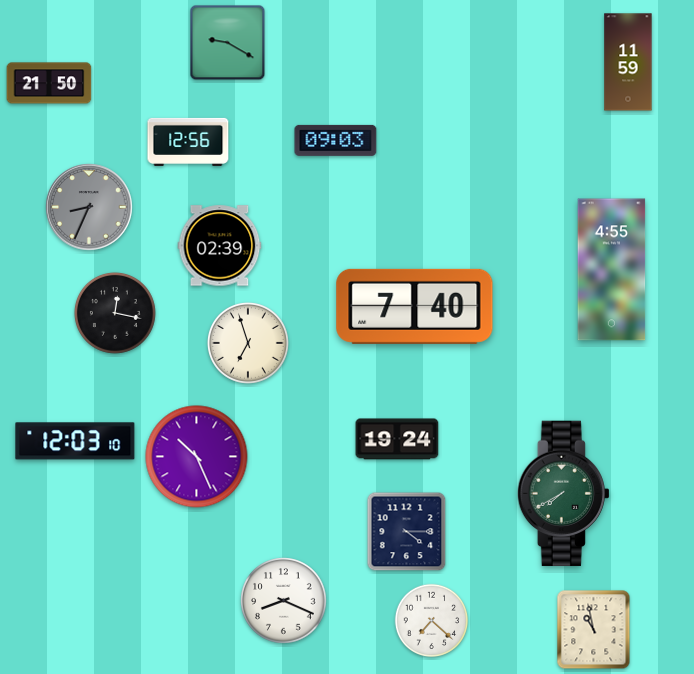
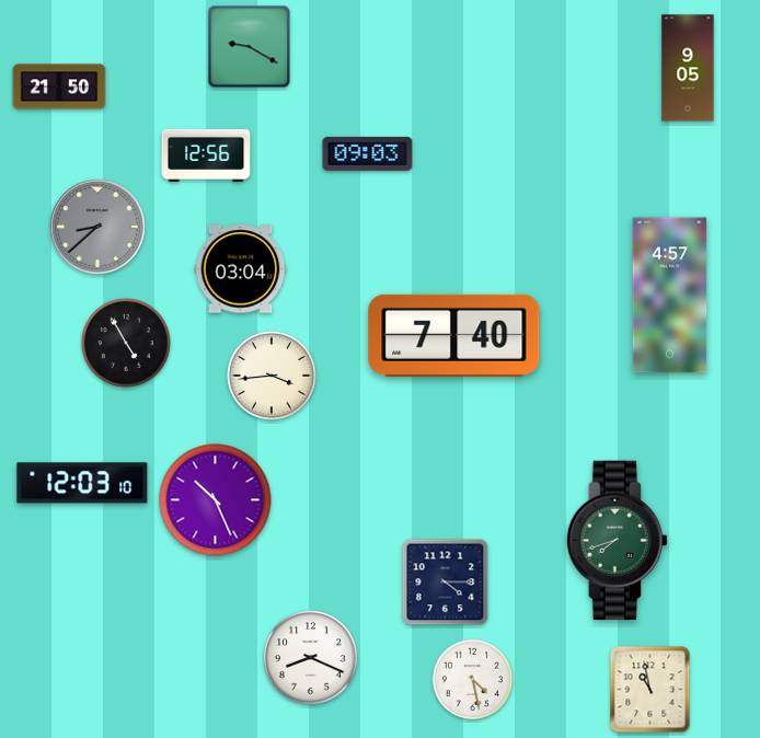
clock at (628, 62): 11:59 -> 9:05
clock at (49, 83) position: (49, 83) -> (59, 87)
clock at (89, 207): 8:34 -> 8:38
clock at (220, 246): 02:39 -> 03:04
clock at (612, 270): 4:55 -> 4:57
clock at (115, 313): 12:17 -> 4:55
clock at (248, 343): 6:57 -> 3:44
clock at (397, 439): 19:24 -> none
clock at (563, 494): 7:40 -> 7:42
clock at (432, 621): 7:22 -> 4:28
